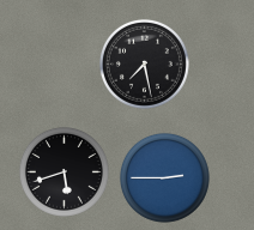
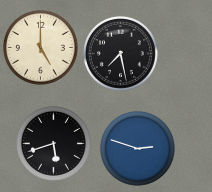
clock at (40, 47): none -> 5:00
clock at (164, 177): 2:45 -> 2:48
